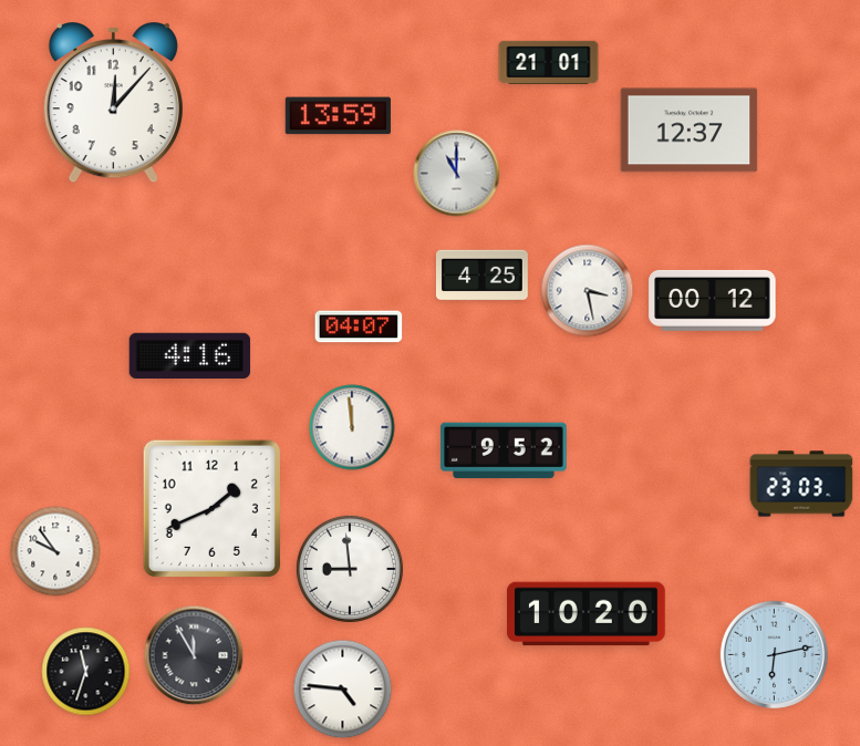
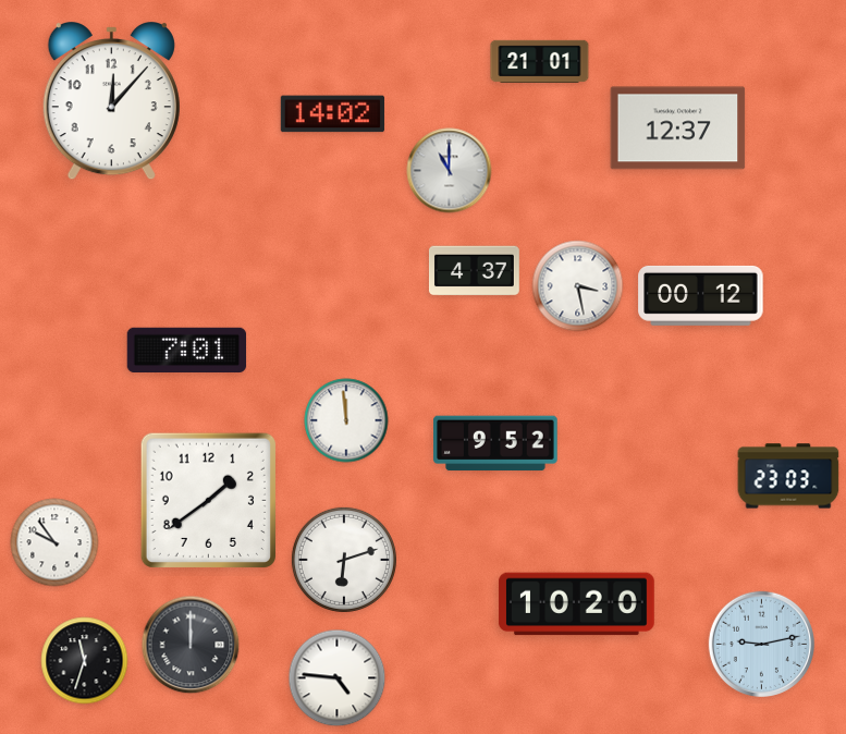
clock at (338, 116): 13:59 -> 14:02
clock at (481, 276): 4:25 -> 4:37
clock at (359, 327): 04:07 -> none
clock at (190, 356): 4:16 -> 7:01
clock at (211, 508): 1:41 -> 1:39
clock at (350, 569): 8:59 -> 6:12
clock at (774, 654): 6:13 -> 9:13
clock at (194, 655): 11:55 -> 12:00
